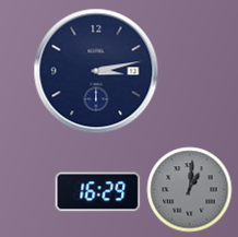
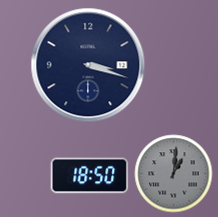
clock at (96, 71): 3:13 -> 3:18
clock at (97, 192): 16:29 -> 18:50
